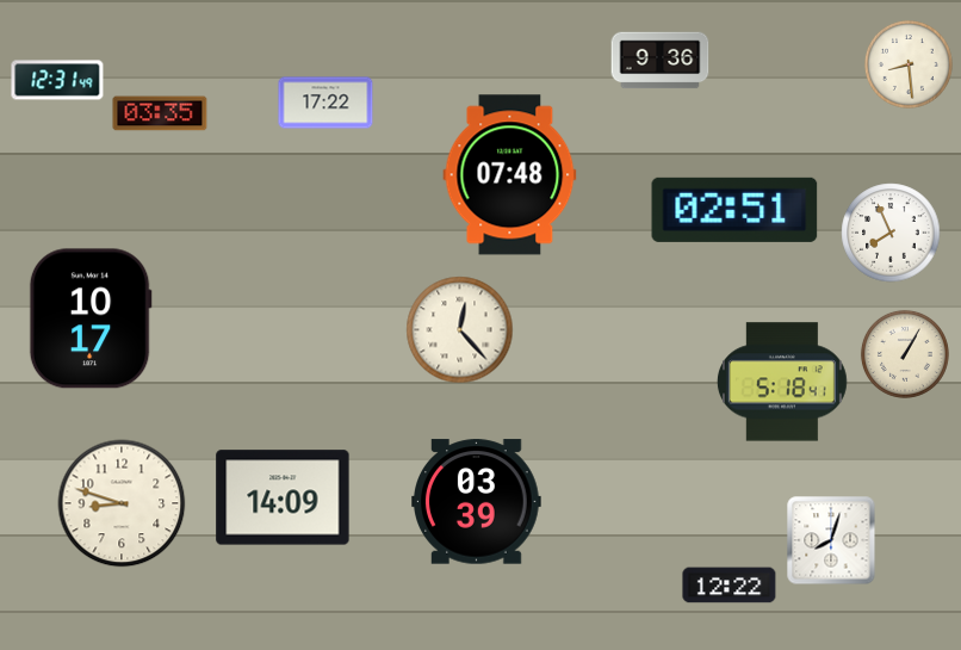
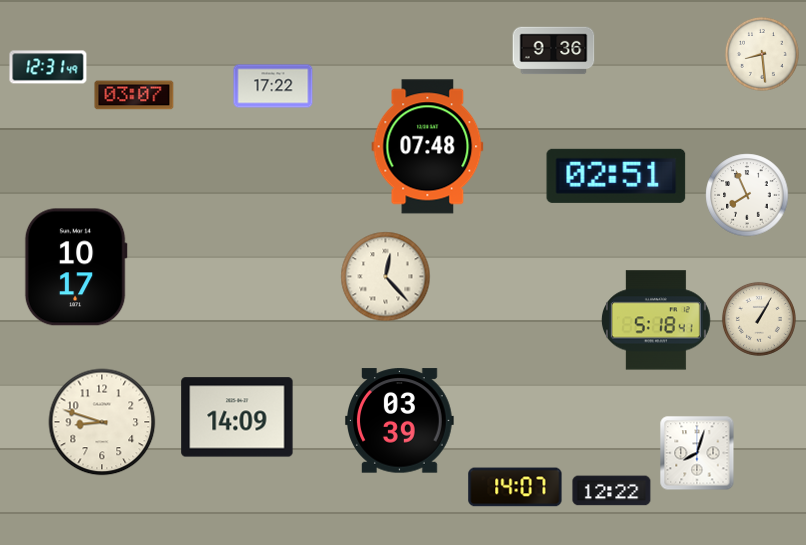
clock at (160, 113): 03:35 -> 03:07
clock at (905, 354) position: (905, 354) -> (759, 319)
clock at (515, 487): none -> 14:07
